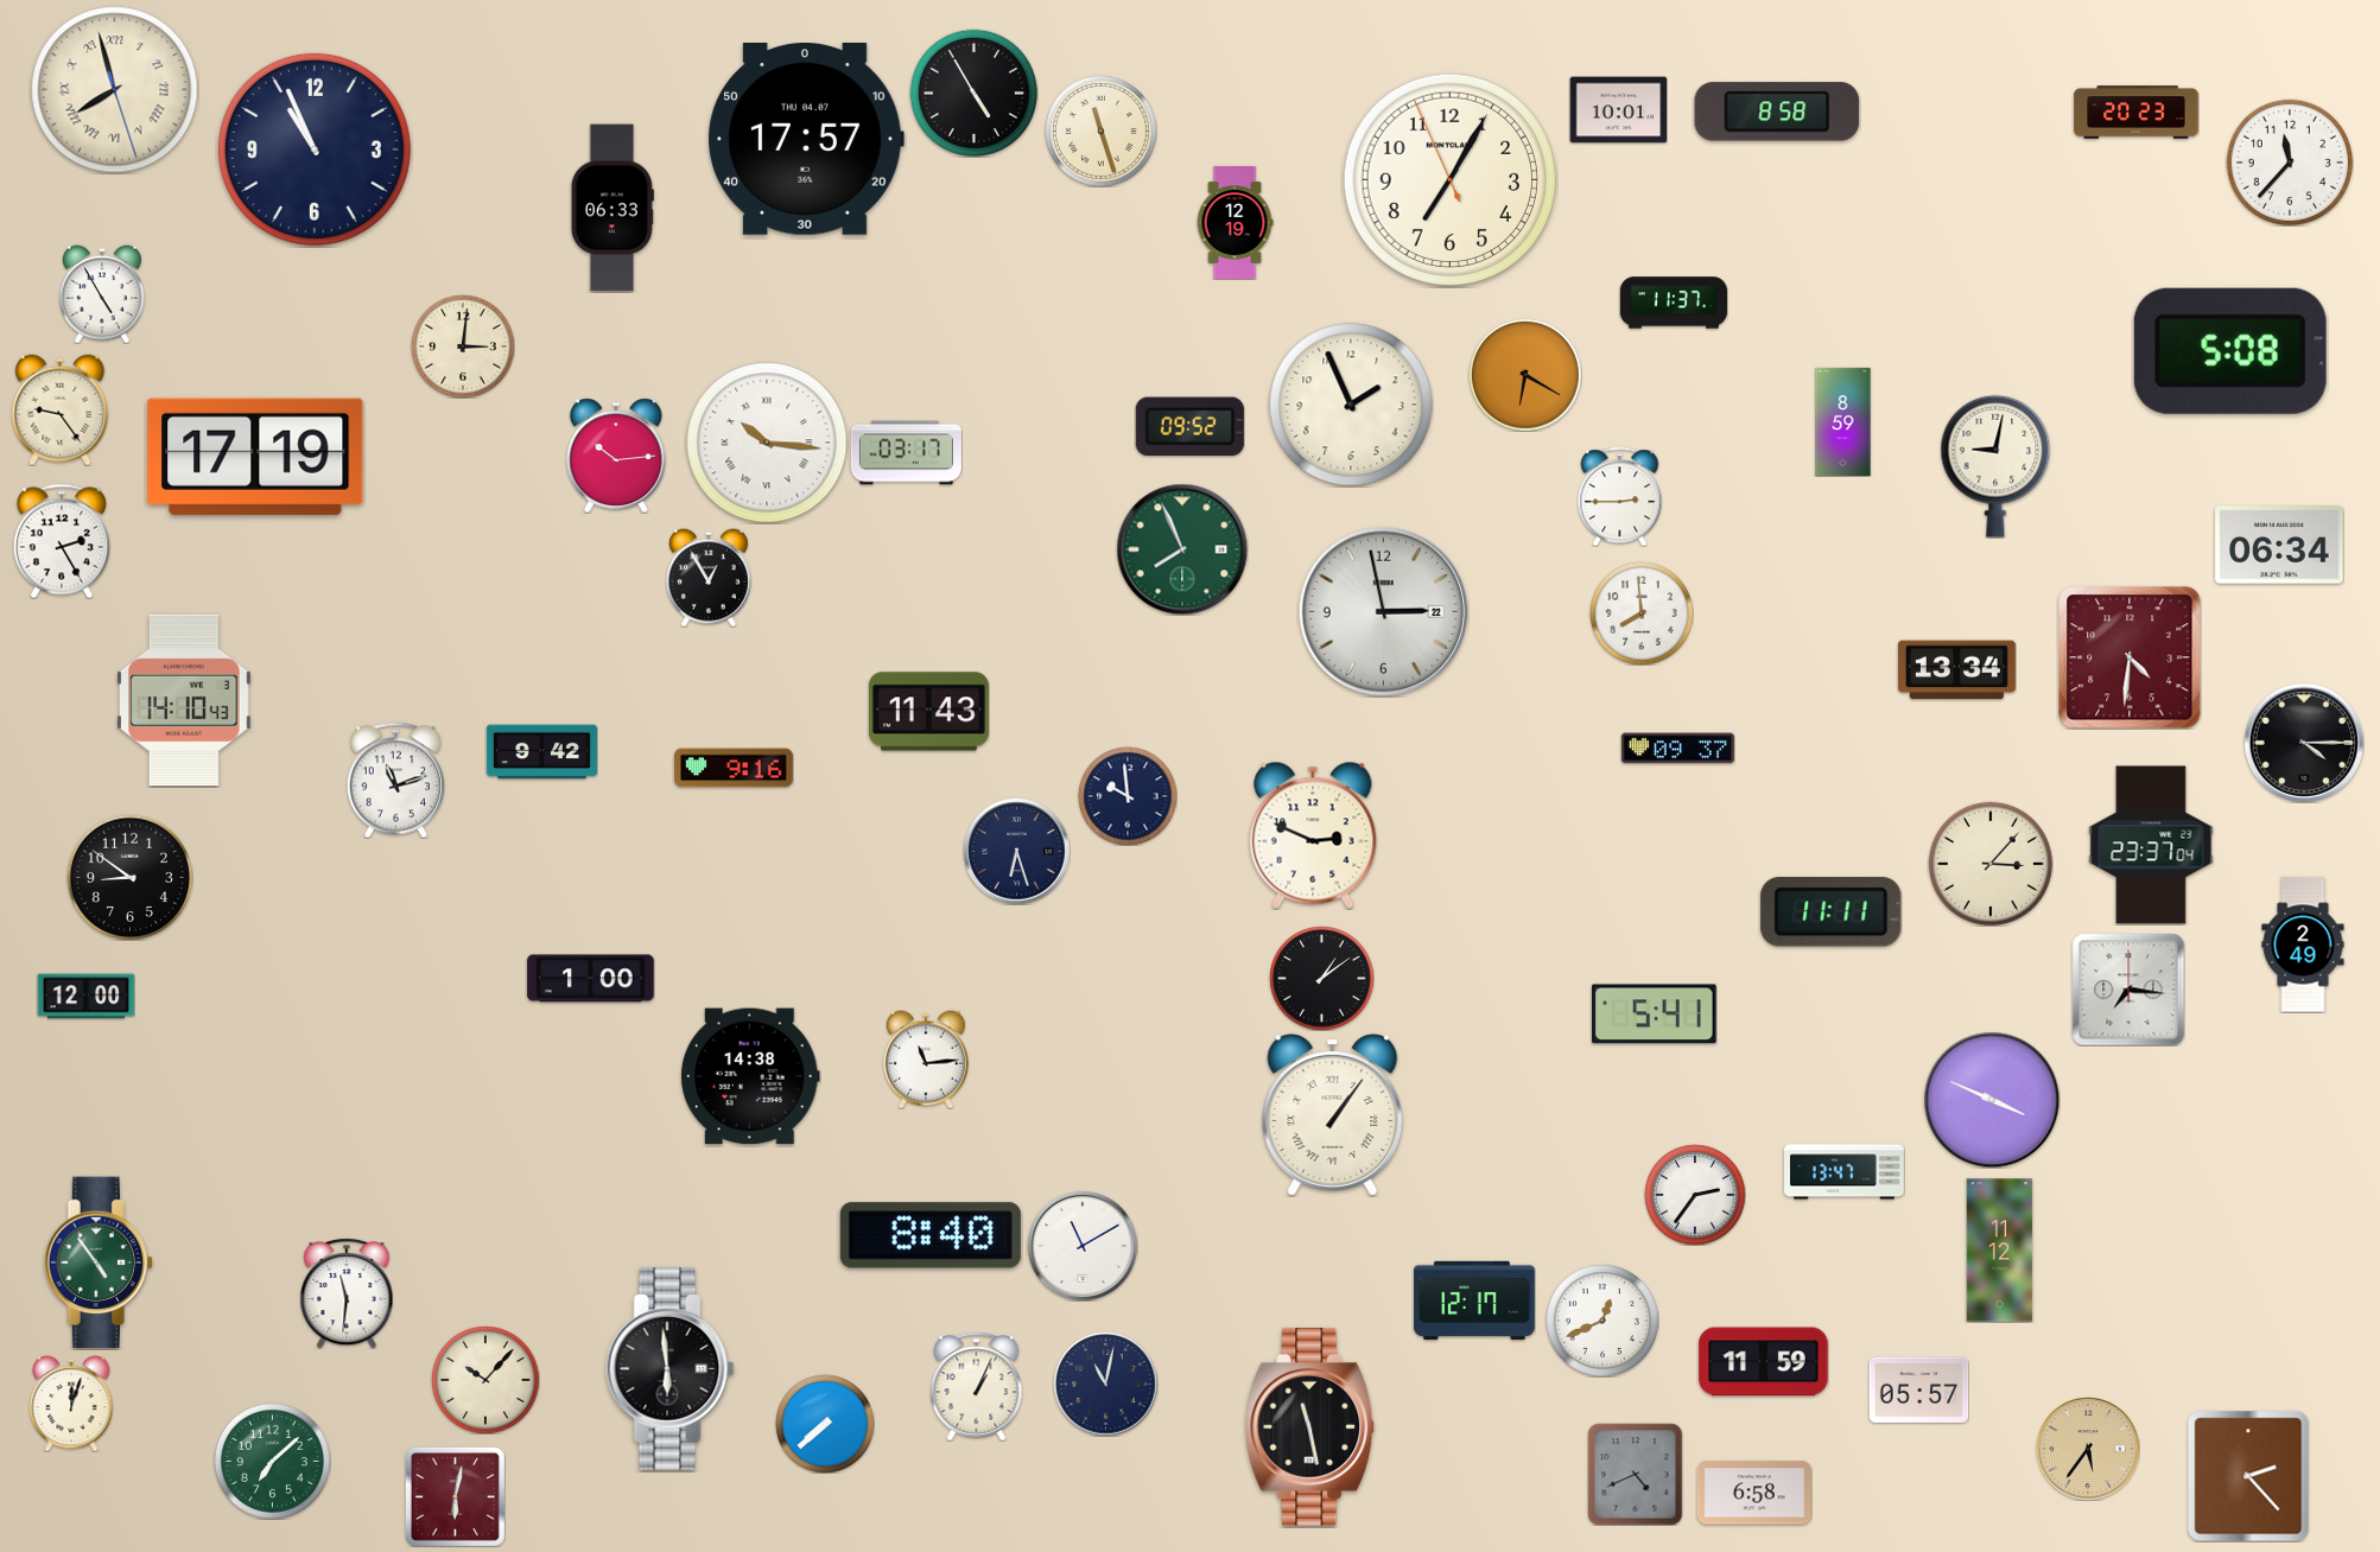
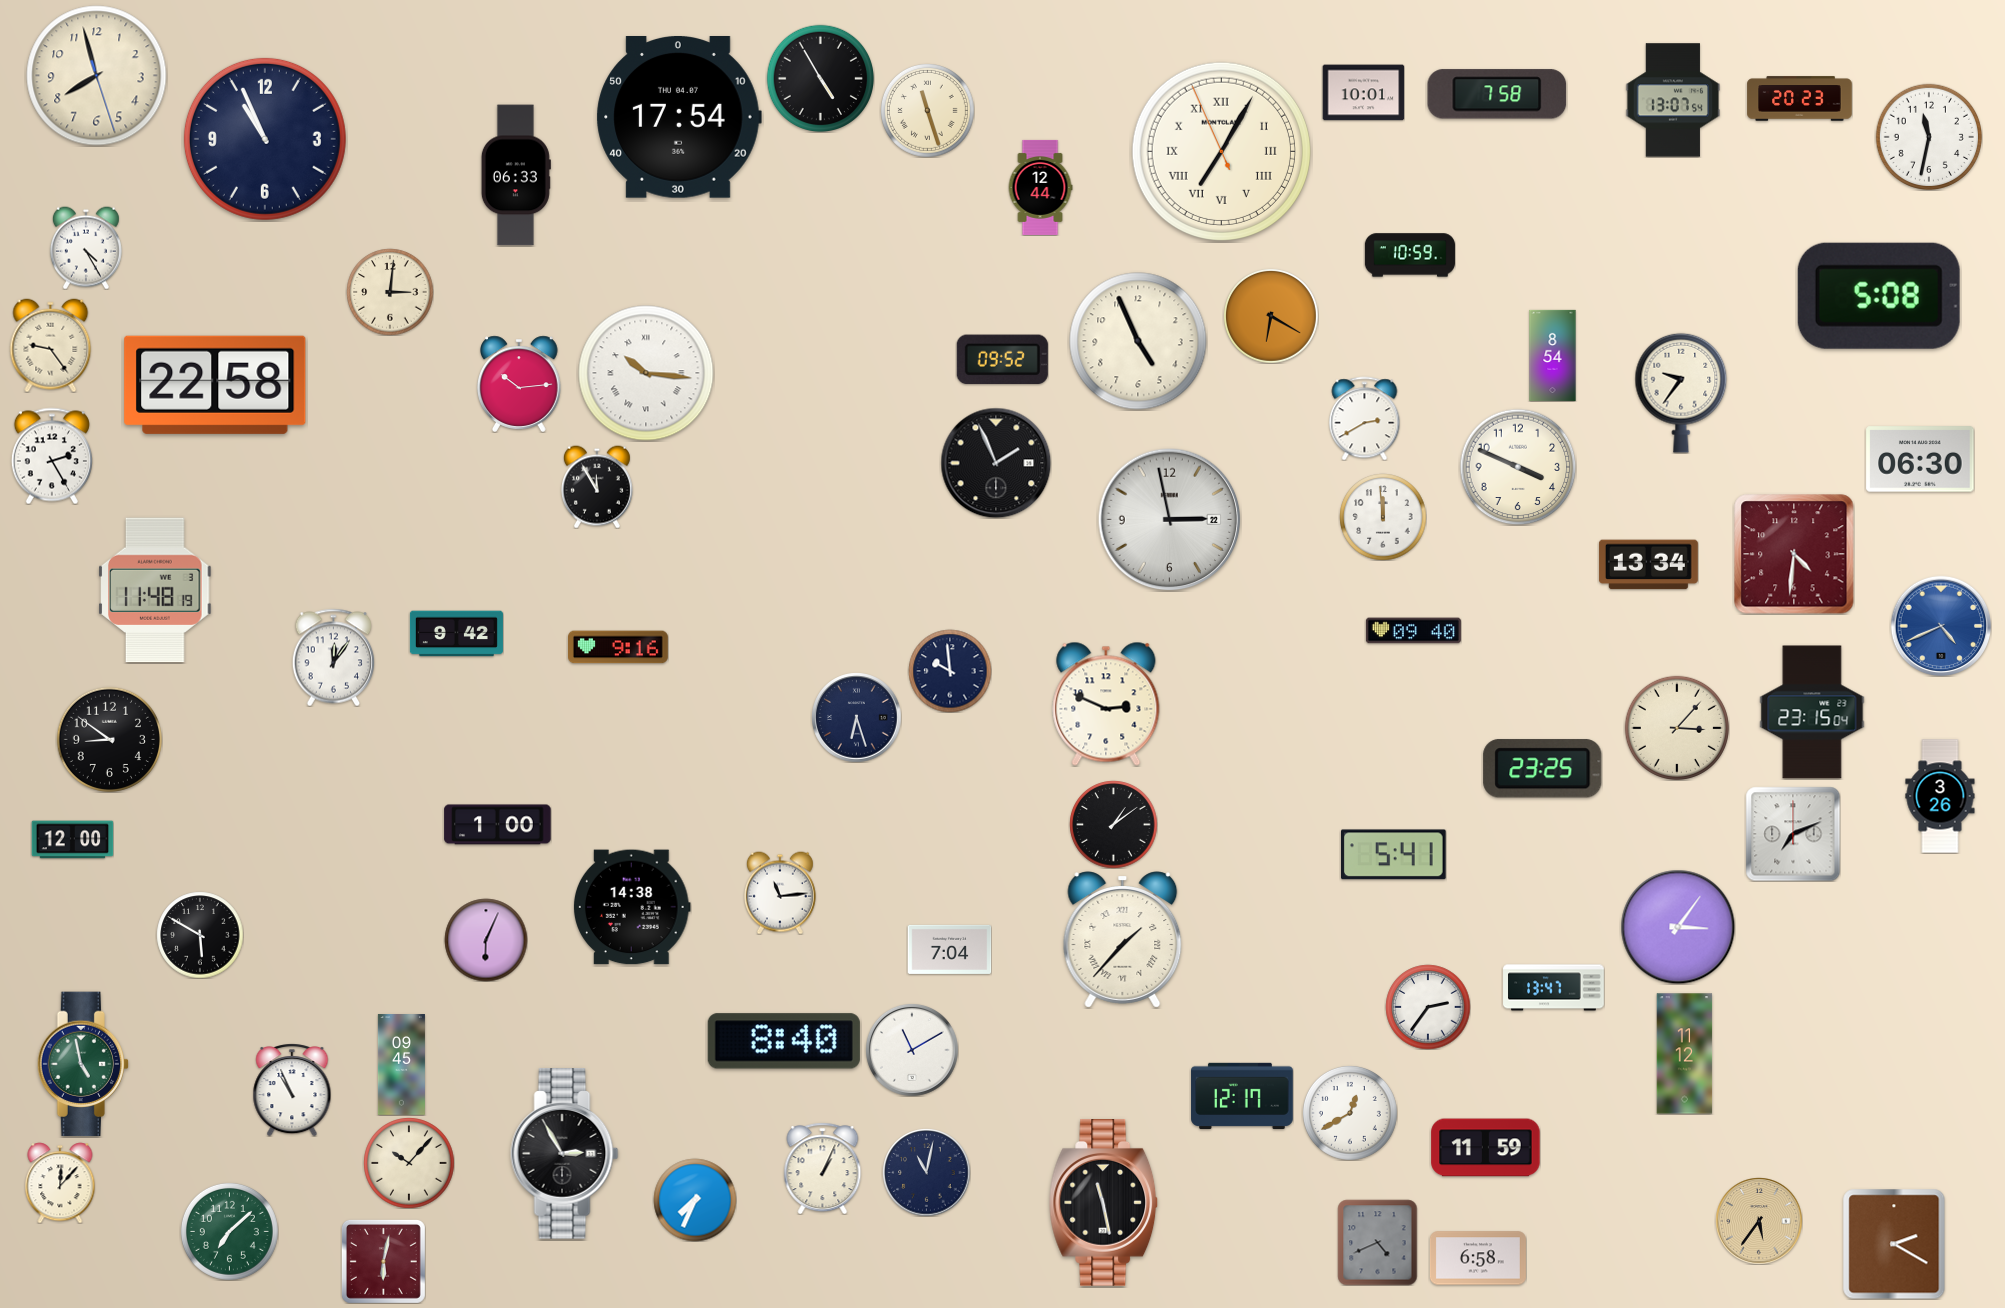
clock at (115, 90) numerals: Roman -> Arabic
clock at (1777, 112): 8:58 -> 7:58
clock at (2137, 113) position: (2137, 113) -> (1800, 99)
clock at (1673, 100): none -> 13:07
clock at (806, 140): 17:57 -> 17:54
clock at (315, 150) position: (315, 150) -> (265, 139)
clock at (2289, 161): 11:37 -> 11:32
clock at (1449, 179) numerals: Arabic -> Roman
clock at (1235, 222): 12:19 -> 12:44
clock at (102, 294): 4:55 -> 4:25
clock at (1674, 303): 11:37 -> 10:59
clock at (1525, 375) position: (1525, 375) -> (1271, 316)
clock at (1351, 405): 1:56 -> 4:56
clock at (1843, 421): 8:59 -> 8:54
clock at (906, 453): 03:17 -> none
clock at (255, 457): 17:19 -> 22:58
clock at (1995, 466): 9:02 -> 9:36
clock at (1620, 496): 2:45 -> 2:40
clock at (2279, 545): 06:34 -> 06:30
clock at (1182, 549): 7:56 -> 1:56
clock at (1182, 549) dial: green -> black
clock at (1518, 467): none -> 3:49
clock at (709, 578): 12:55 -> 11:55
clock at (1383, 611) position: (1383, 611) -> (1169, 519)
clock at (1642, 613): 7:59 -> 11:59
clock at (184, 700): 14:10 -> 11:48
clock at (929, 712): 11:43 -> none
clock at (2304, 743): 4:15 -> 4:41
clock at (2304, 743) dial: black -> blue
clock at (1677, 749): 09:37 -> 09:40
clock at (396, 780): 11:12 -> 12:06
clock at (2151, 845): 23:37 -> 23:15
clock at (1832, 912): 11:11 -> 23:25
clock at (2303, 944): 2:49 -> 3:26
clock at (2128, 990): 7:16 -> 7:11
clock at (1992, 1100): 3:49 -> 3:06
clock at (200, 935): none -> 5:50
clock at (486, 940): none -> 6:04
clock at (1333, 1115): 1:06 -> 1:37
clock at (949, 949): none -> 7:04
clock at (99, 1262): 4:54 -> 4:58
clock at (401, 1065): none -> 09:45
clock at (347, 1293): 11:31 -> 10:56
clock at (1602, 1321): 12:41 -> 12:40
clock at (671, 1369): 5:59 -> 2:55
clock at (1105, 1384) position: (1105, 1384) -> (926, 1172)
clock at (1918, 1389): 05:57 -> none
clock at (71, 1404): 12:03 -> 12:07
clock at (825, 1424): 7:38 -> 7:34
clock at (2248, 1476): 2:23 -> 2:20
